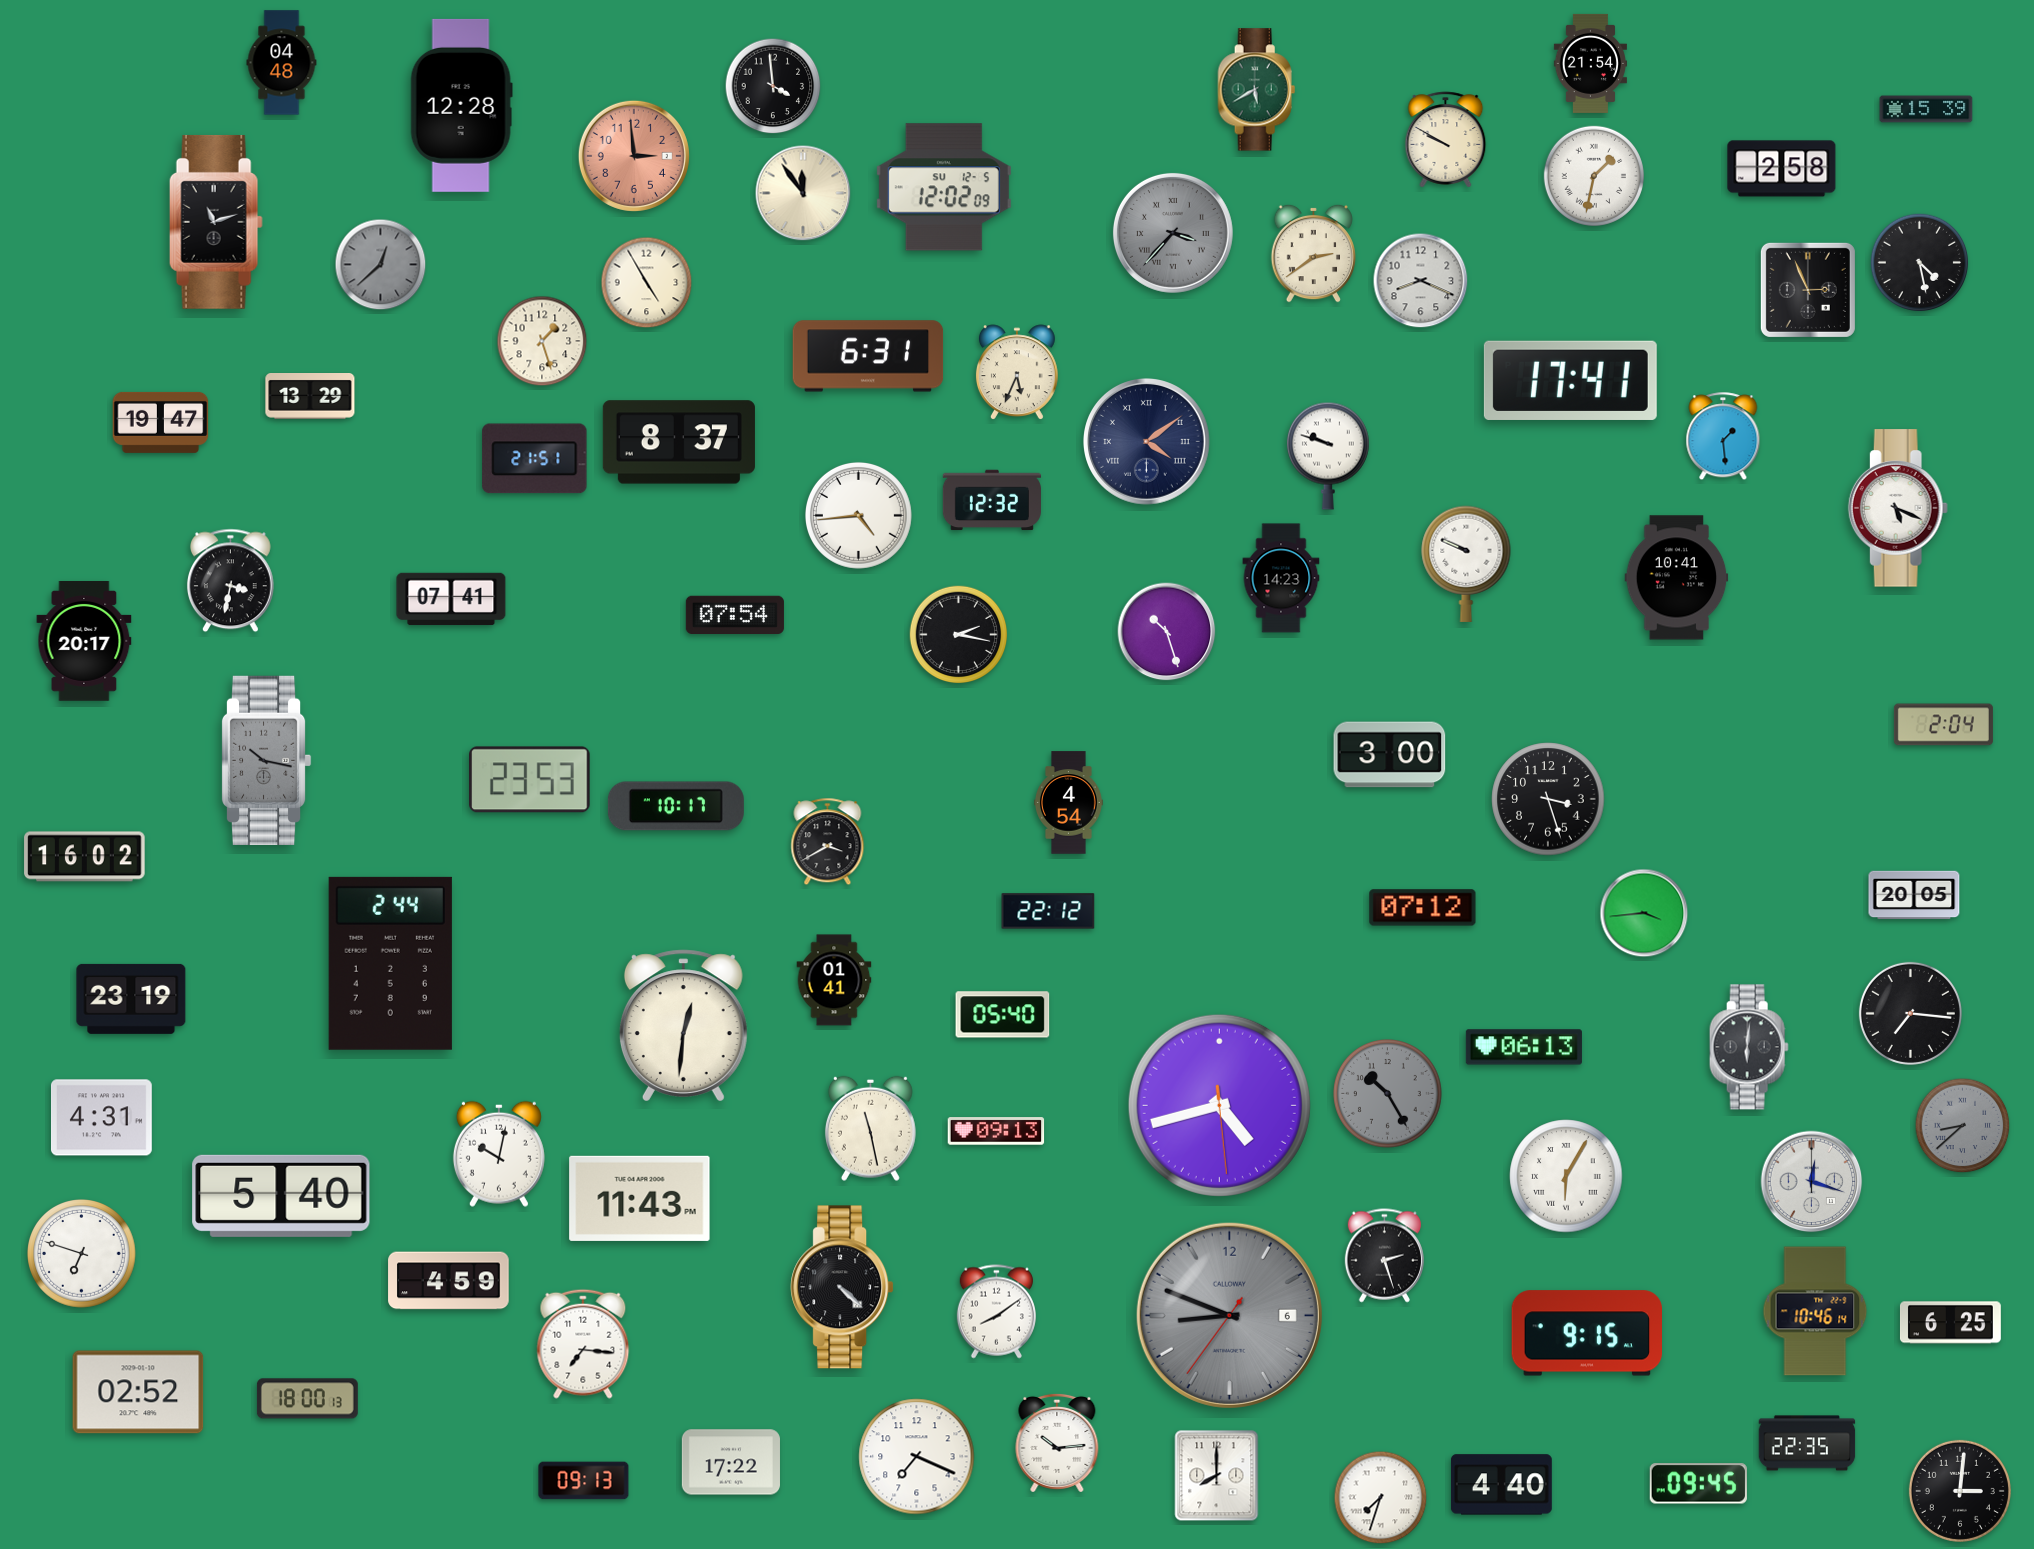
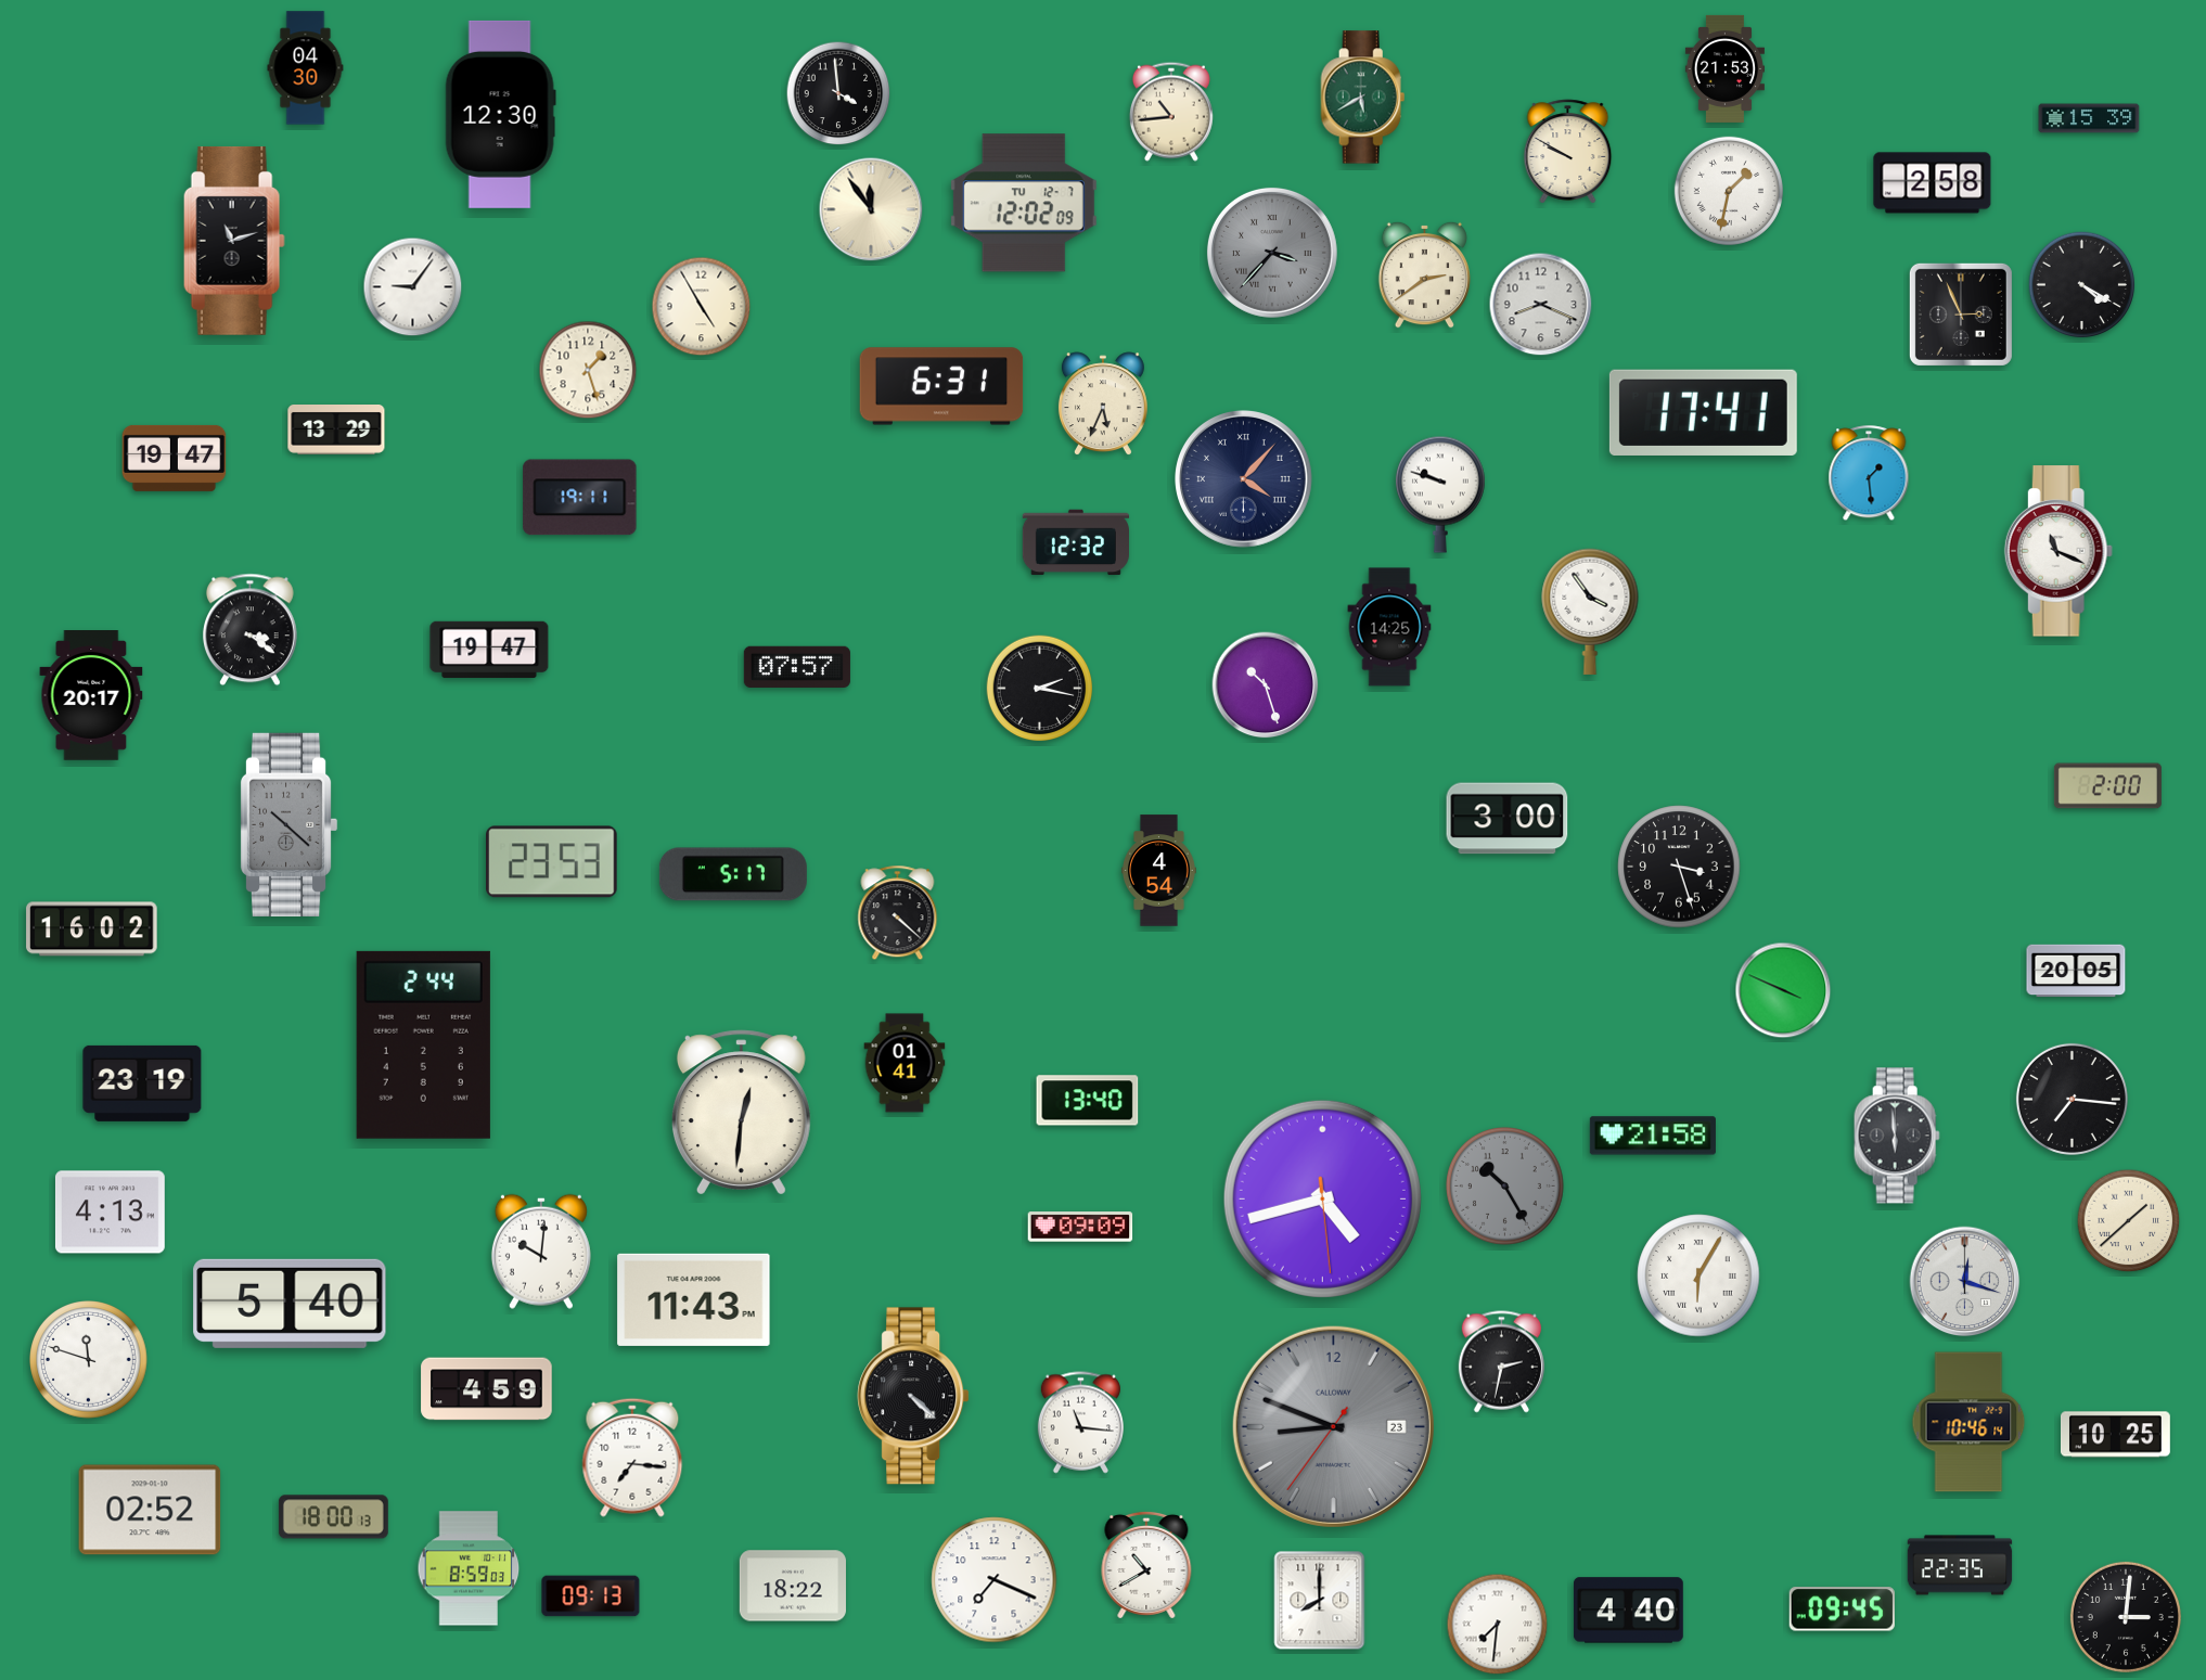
clock at (282, 63): 04:48 -> 04:30
clock at (1590, 63): 21:54 -> 21:53
clock at (1171, 112): none -> 10:44
clock at (461, 105): 12:28 -> 12:30
clock at (634, 156): 2:59 -> none
clock at (944, 187) date: SU 12-5 -> TU 12-7
clock at (1920, 263): 4:28 -> 4:20
clock at (381, 265): 12:38 -> 9:06
clock at (381, 265) dial: grey -> white
clock at (679, 442): 8:37 -> none
clock at (1147, 442): 4:09 -> 4:07
clock at (535, 459): 21:51 -> 19:11
clock at (1898, 508): 5:19 -> 11:19
clock at (858, 515): 4:44 -> none
clock at (1466, 564): 9:49 -> 3:54
clock at (1281, 578): 14:23 -> 14:25
clock at (1677, 578): 10:41 -> none
clock at (230, 581): 3:32 -> 3:21
clock at (451, 599): 07:41 -> 19:47
clock at (735, 615): 07:54 -> 07:57
clock at (1943, 725): 2:04 -> 2:00
clock at (266, 760): 10:17 -> 10:22
clock at (530, 780) position: (530, 780) -> (552, 862)
clock at (676, 806): 10:17 -> 5:17
clock at (828, 842): 3:40 -> 4:22
clock at (1423, 908): 07:12 -> none
clock at (1048, 911): 22:12 -> none
clock at (1644, 913): 3:44 -> 3:49
clock at (1003, 1015): 05:40 -> 13:40
clock at (1524, 1047): 06:13 -> 21:58
clock at (1749, 1047): 6:01 -> 5:59
clock at (101, 1118): 4:31 -> 4:13
clock at (1963, 1126): 8:38 -> 1:38
clock at (1963, 1126) dial: grey -> cream
clock at (870, 1128): 11:28 -> none
clock at (996, 1131): 09:13 -> 09:09
clock at (499, 1154): 10:02 -> 10:01
clock at (281, 1196) position: (281, 1196) -> (290, 1304)
clock at (82, 1254): 6:48 -> 11:48
clock at (1384, 1256): 2:27 -> 2:32
clock at (996, 1312): 8:09 -> 11:16
clock at (1229, 1315) date: 6 -> 23
clock at (1950, 1323): 6:25 -> 10:25
clock at (1587, 1333): 9:15 -> none
clock at (1057, 1443): 10:14 -> 10:40
clock at (469, 1568): none -> 8:59
clock at (731, 1462): 17:22 -> 18:22
clock at (584, 1481) position: (584, 1481) -> (591, 1596)
clock at (1381, 1498): 7:33 -> 7:31
